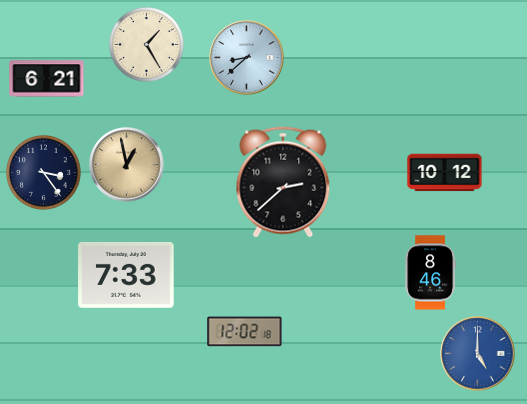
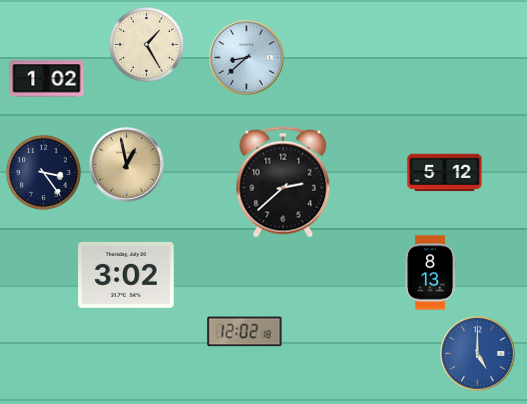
clock at (47, 79): 6:21 -> 1:02
clock at (445, 173): 10:12 -> 5:12
clock at (431, 273): 8:46 -> 8:13
clock at (126, 275): 7:33 -> 3:02
